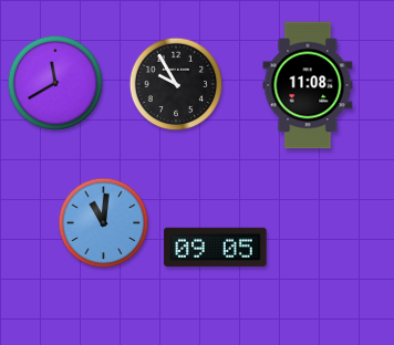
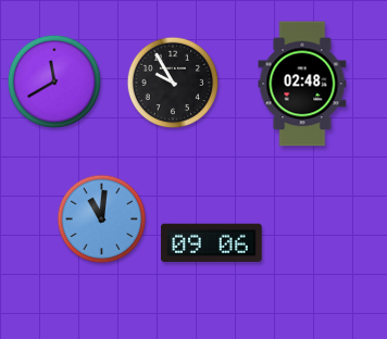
clock at (308, 85): 11:08 -> 02:48
clock at (216, 247): 09:05 -> 09:06
